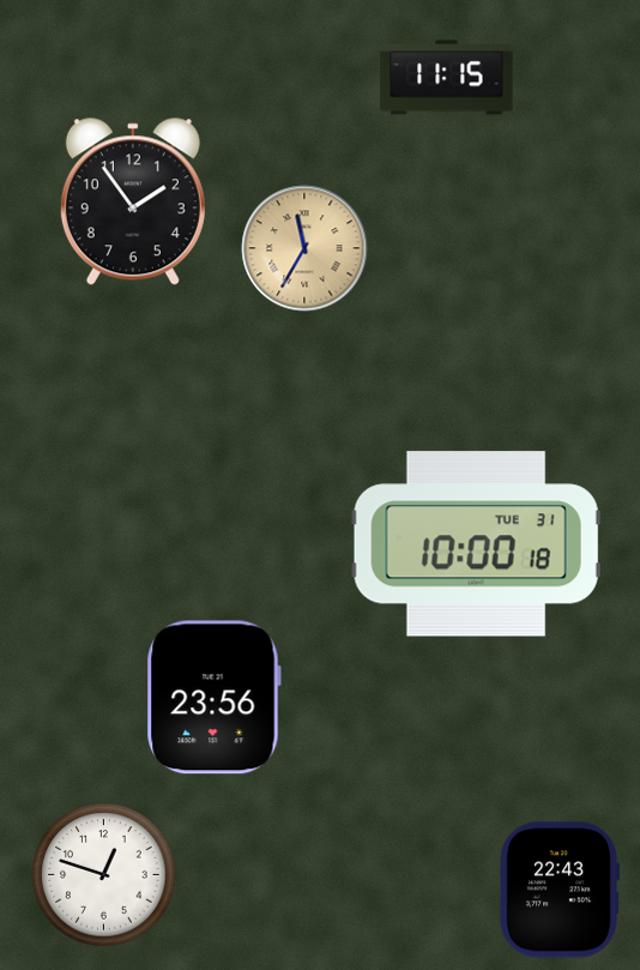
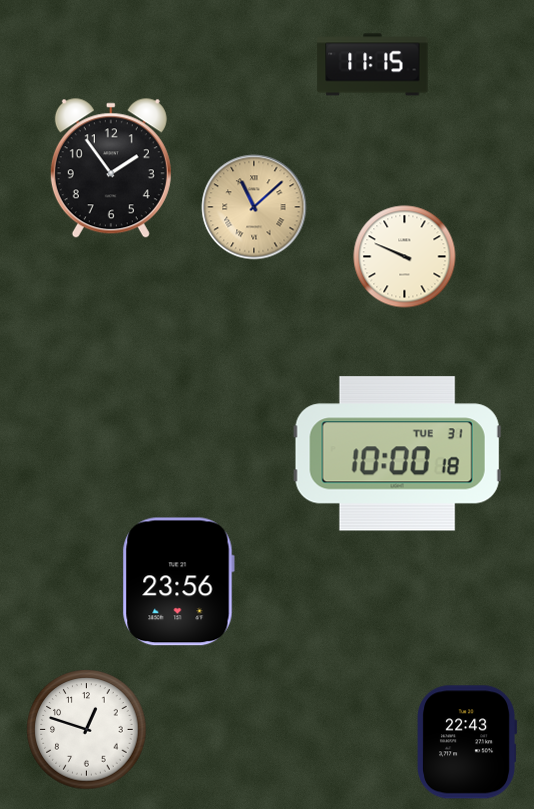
clock at (304, 248): 11:35 -> 11:08
clock at (405, 257): none -> 9:49
